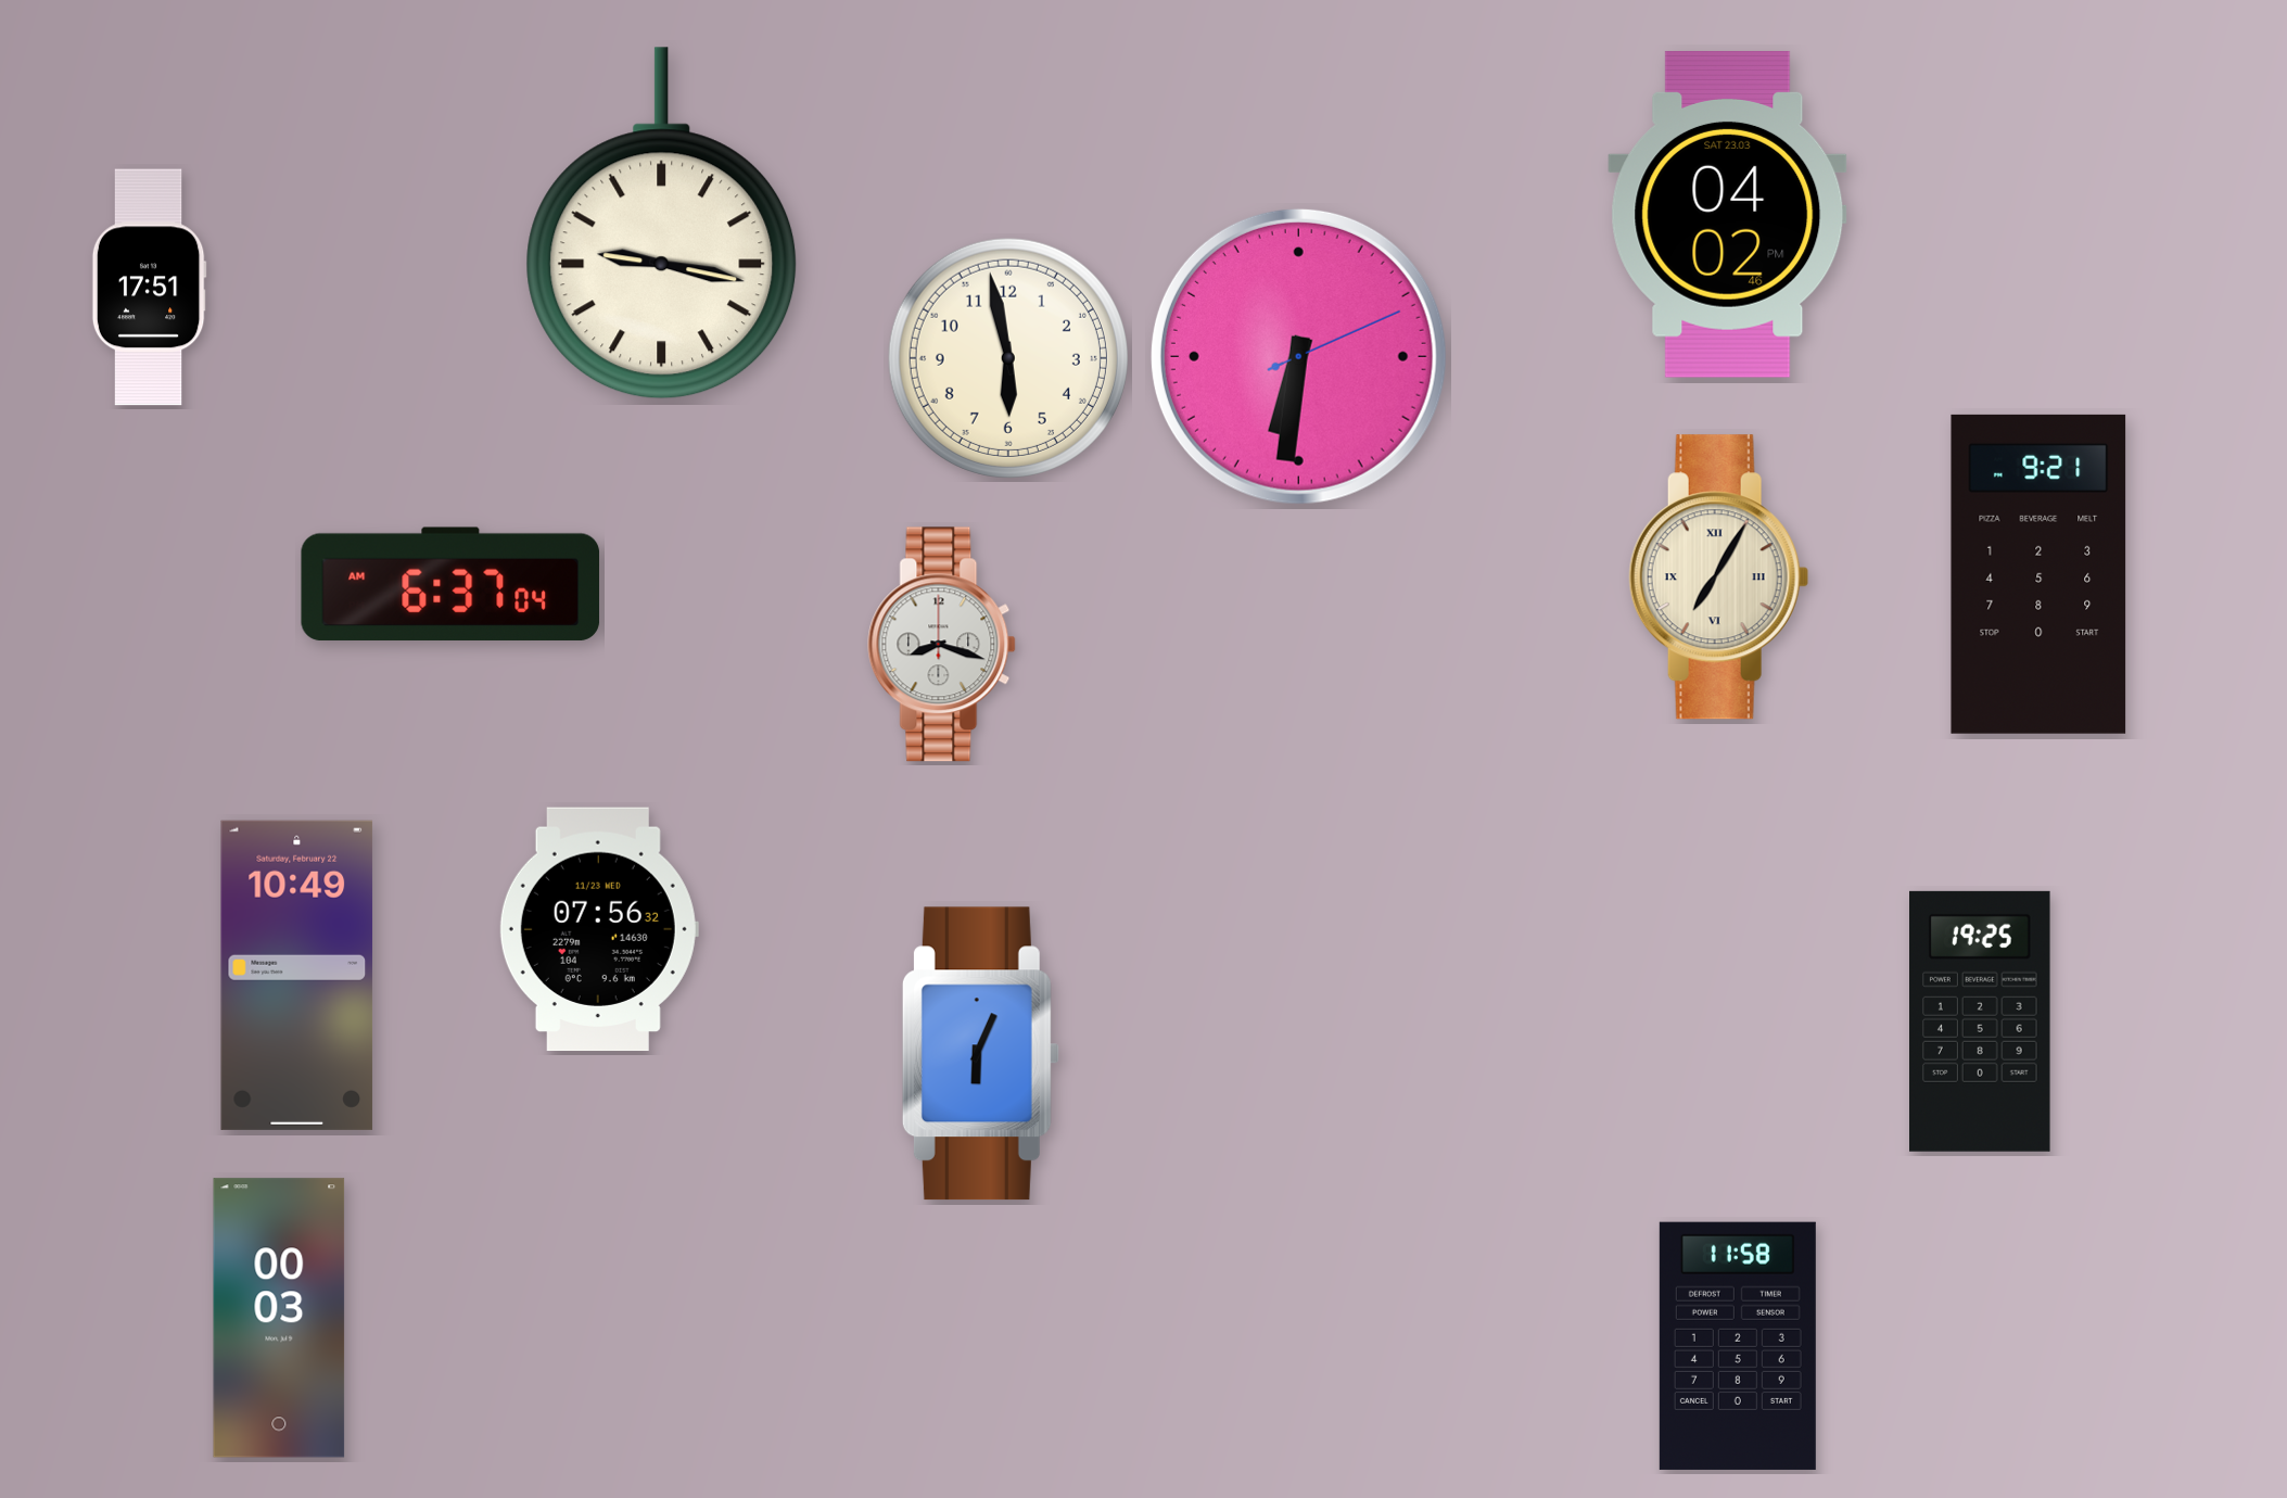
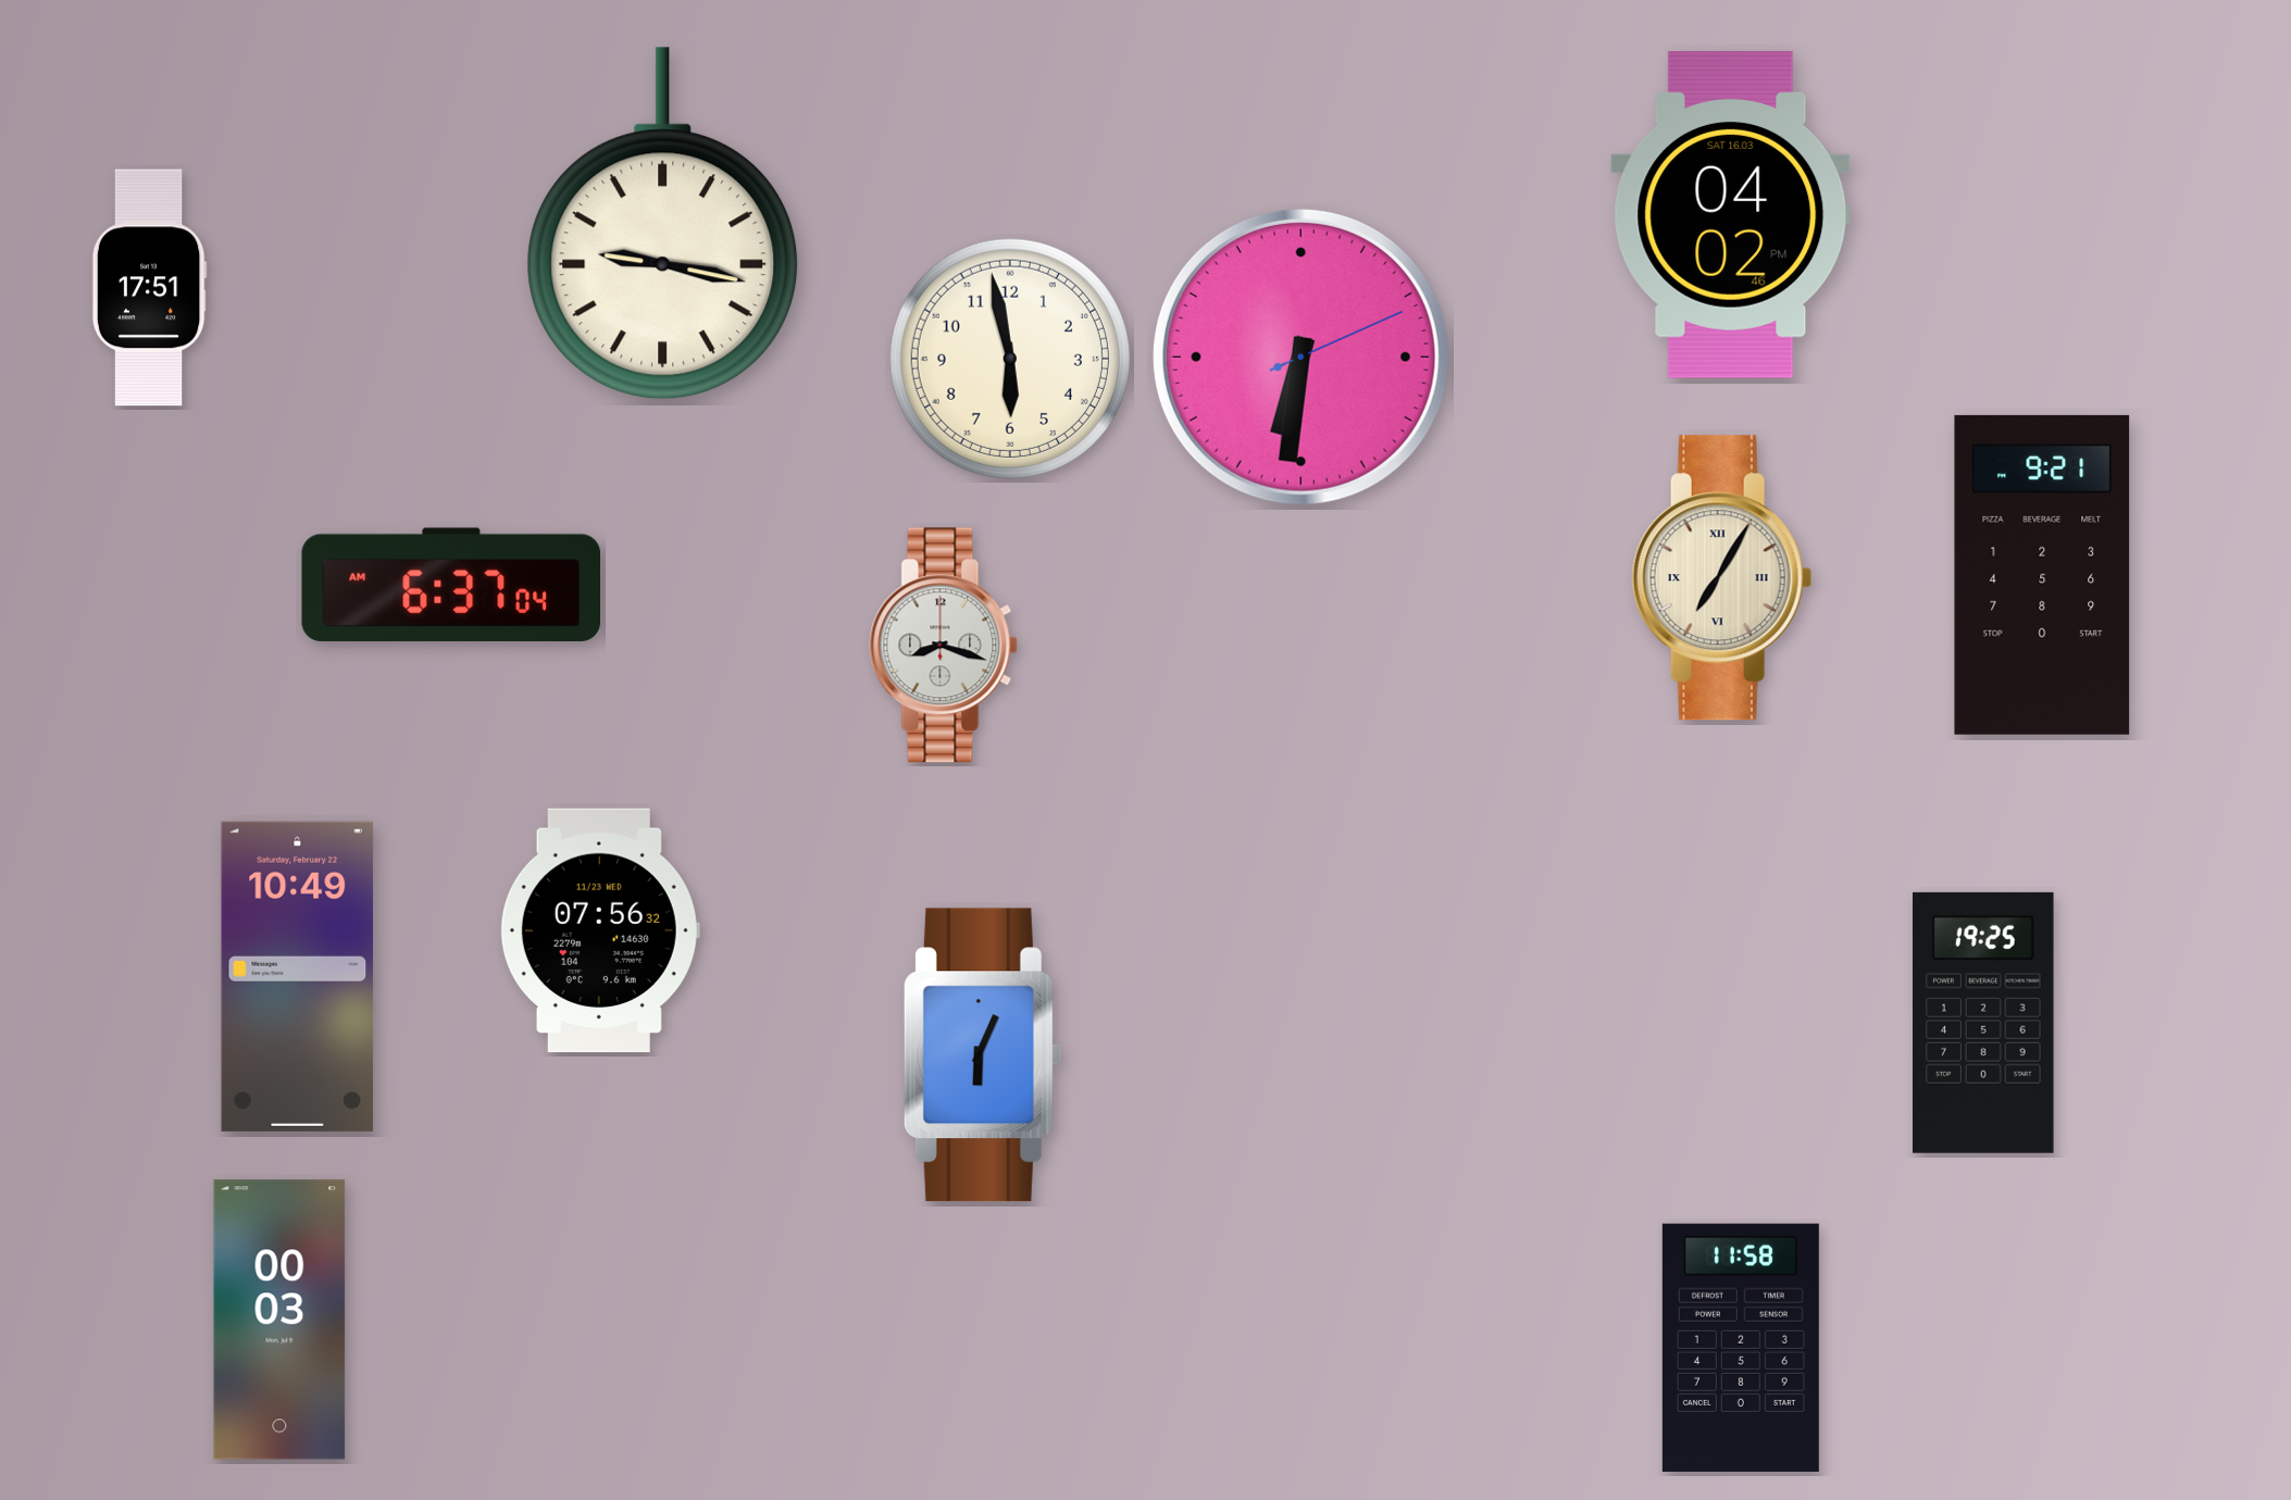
clock at (1728, 214) date: SAT 23.03 -> SAT 16.03
